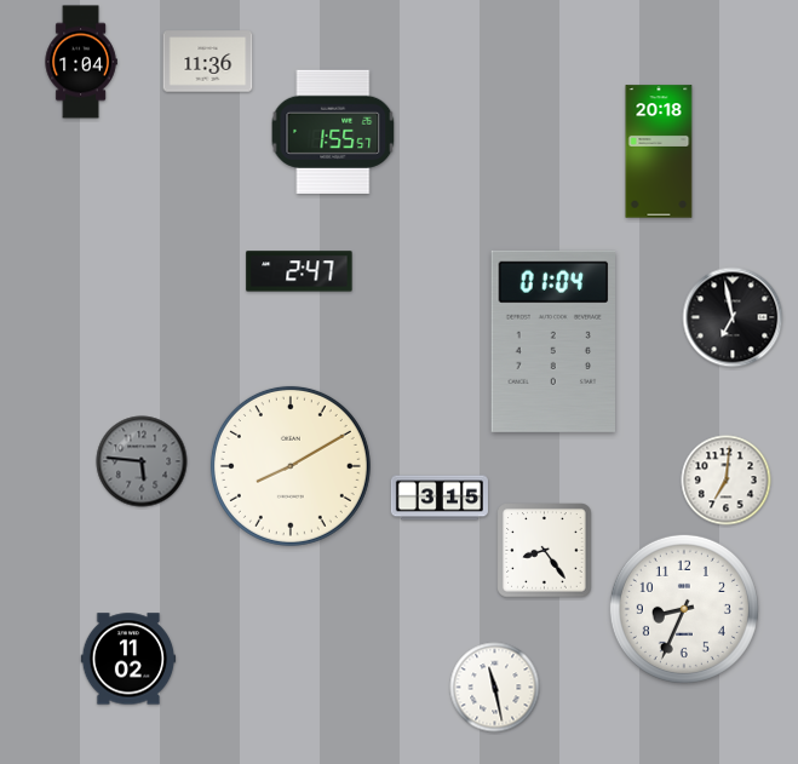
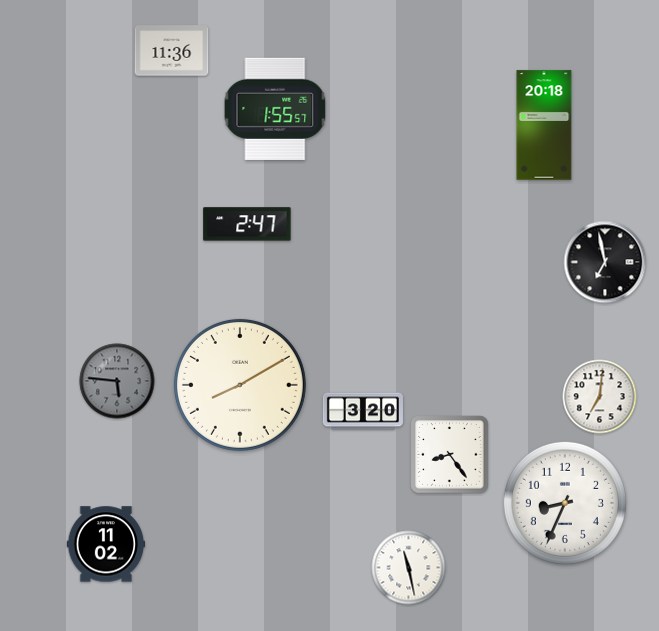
clock at (81, 62): 1:04 -> none
clock at (552, 341): 01:04 -> none
clock at (440, 498): 3:15 -> 3:20
